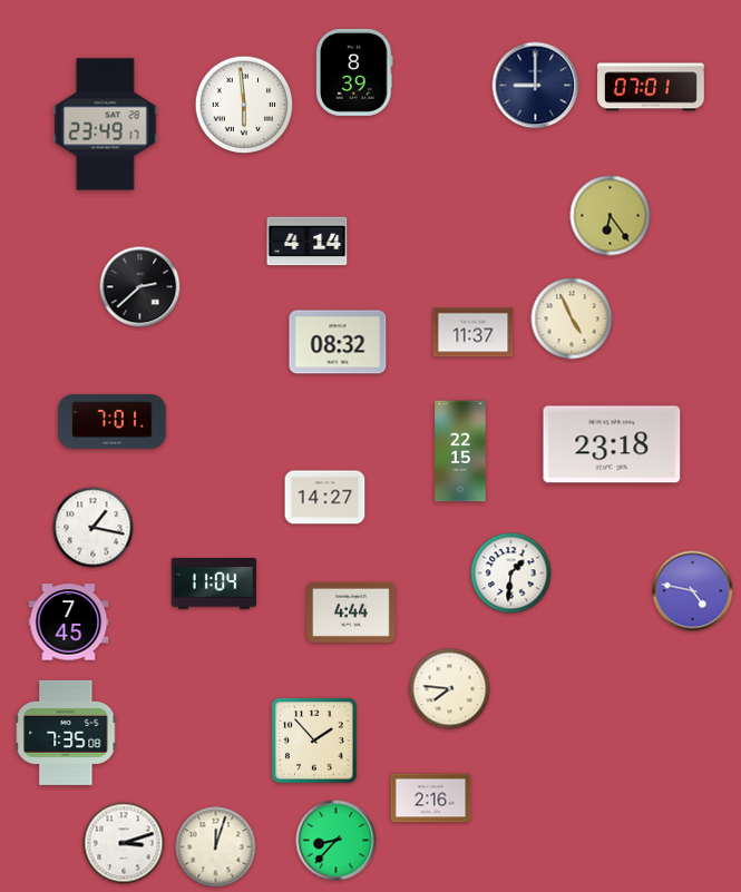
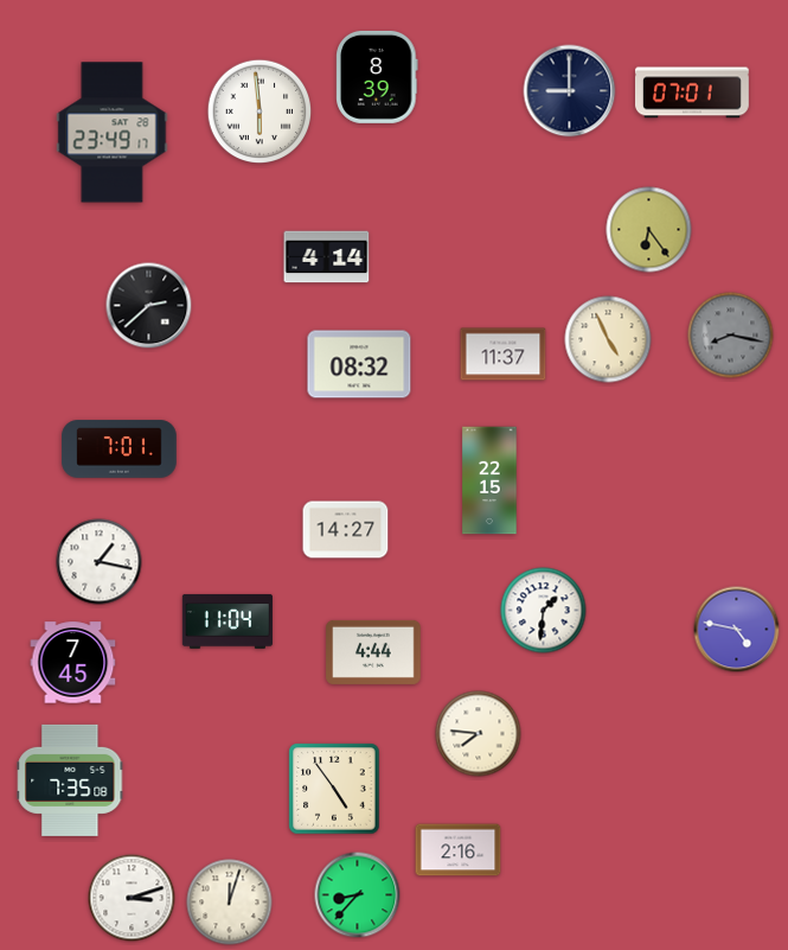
clock at (731, 336): none -> 8:17
clock at (612, 444): 23:18 -> none
clock at (314, 741): 1:53 -> 4:54
